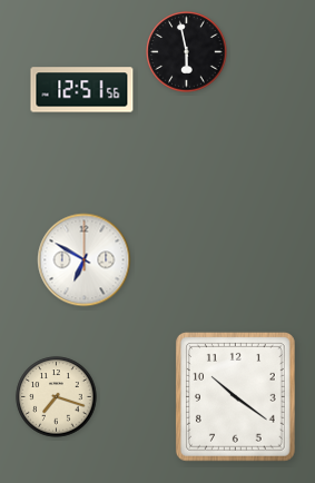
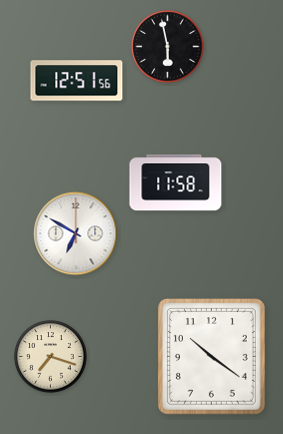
clock at (82, 90) position: (82, 90) -> (77, 81)
clock at (176, 183): none -> 11:58
